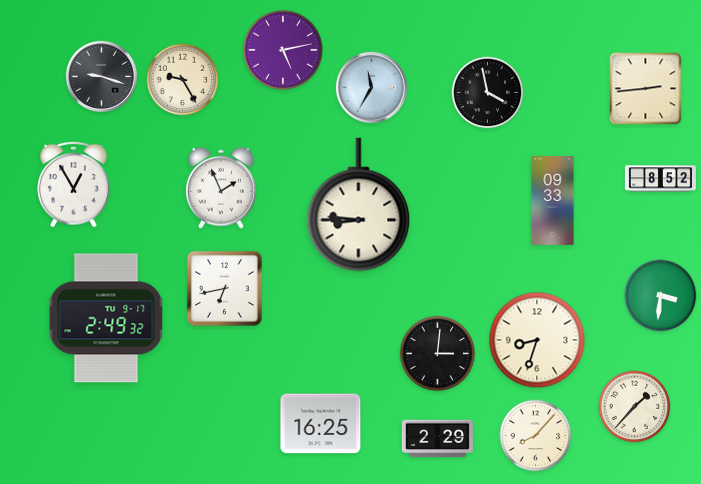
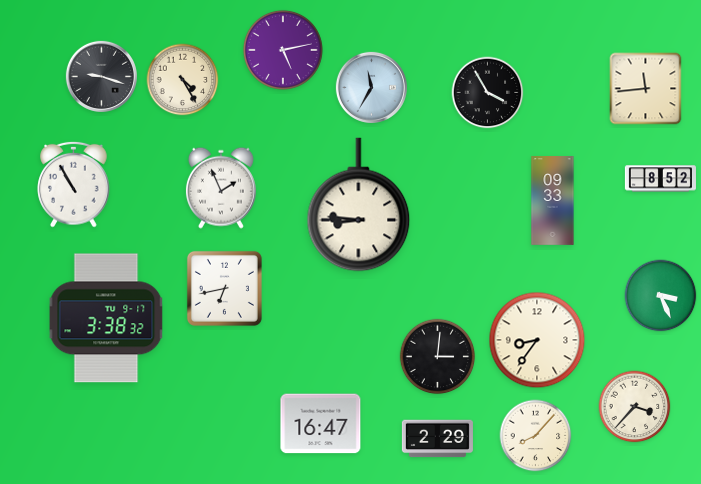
clock at (183, 80): 9:25 -> 4:25
clock at (646, 89): 2:44 -> 11:44
clock at (488, 93): 3:58 -> 3:55
clock at (74, 184): 12:55 -> 10:55
clock at (661, 296): 3:31 -> 3:26
clock at (106, 318): 2:49 -> 3:38
clock at (537, 340): 8:33 -> 8:36
clock at (438, 354) position: (438, 354) -> (438, 357)
clock at (635, 407): 1:37 -> 3:37
clock at (321, 424): 16:25 -> 16:47
